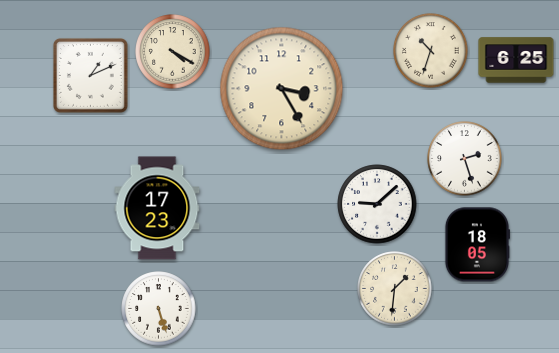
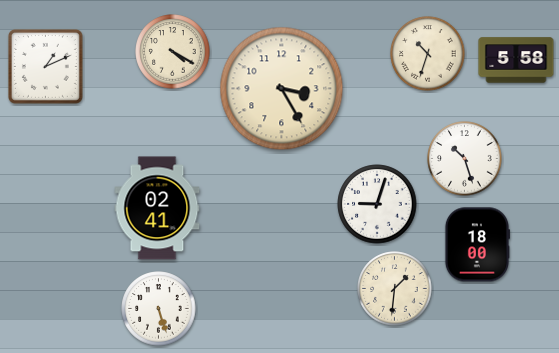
clock at (431, 51) position: (431, 51) -> (428, 54)
clock at (516, 60): 6:25 -> 5:58
clock at (90, 75) position: (90, 75) -> (45, 66)
clock at (465, 159): 2:27 -> 10:27
clock at (377, 204): 9:08 -> 9:03
clock at (157, 208): 17:23 -> 02:41
clock at (476, 245): 18:05 -> 18:00
